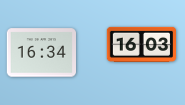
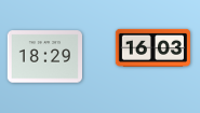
clock at (41, 53): 16:34 -> 18:29
